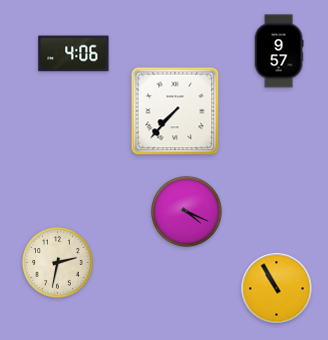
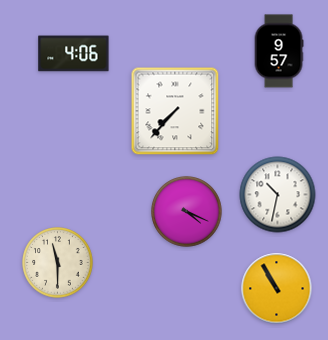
clock at (278, 195): none -> 10:32
clock at (58, 263): 2:32 -> 11:30
